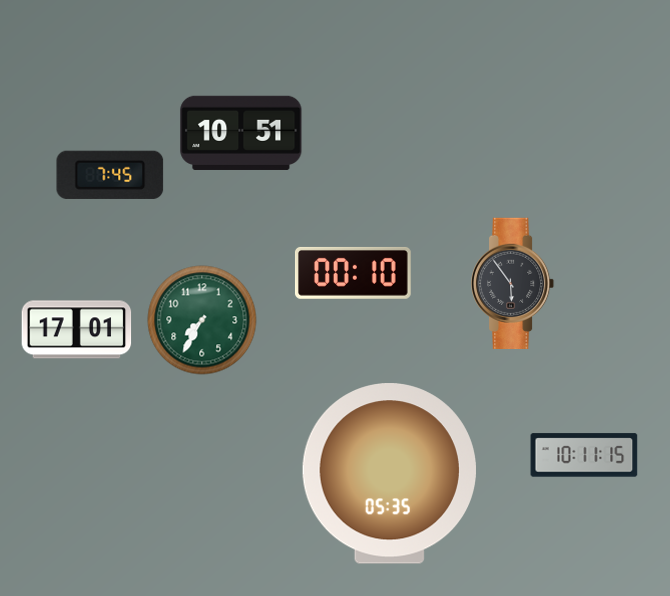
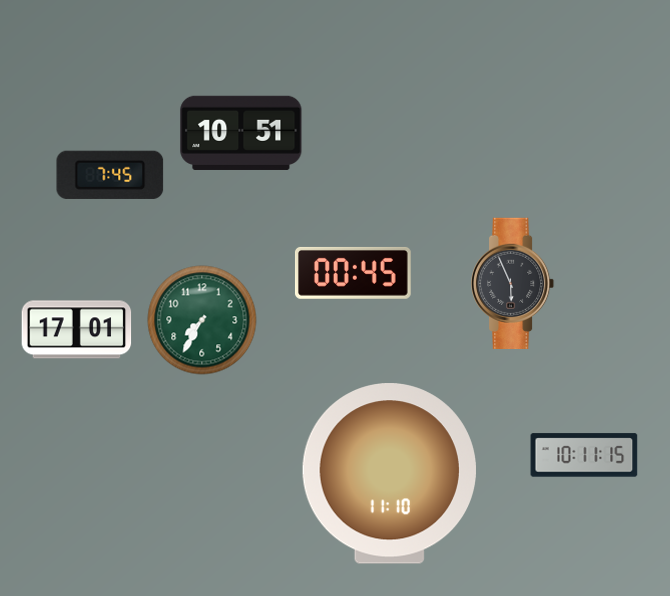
clock at (353, 273): 00:10 -> 00:45
clock at (514, 283): 5:54 -> 5:56
clock at (389, 474): 05:35 -> 11:10
